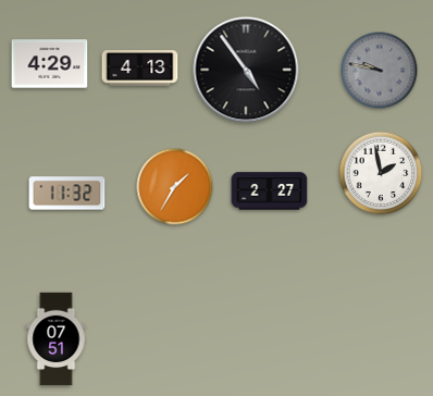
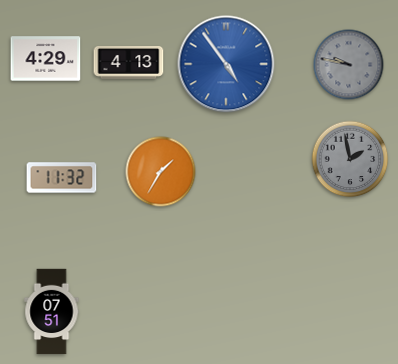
clock at (246, 70) dial: black -> blue
clock at (381, 173) dial: white -> grey
clock at (270, 191): 2:27 -> none
